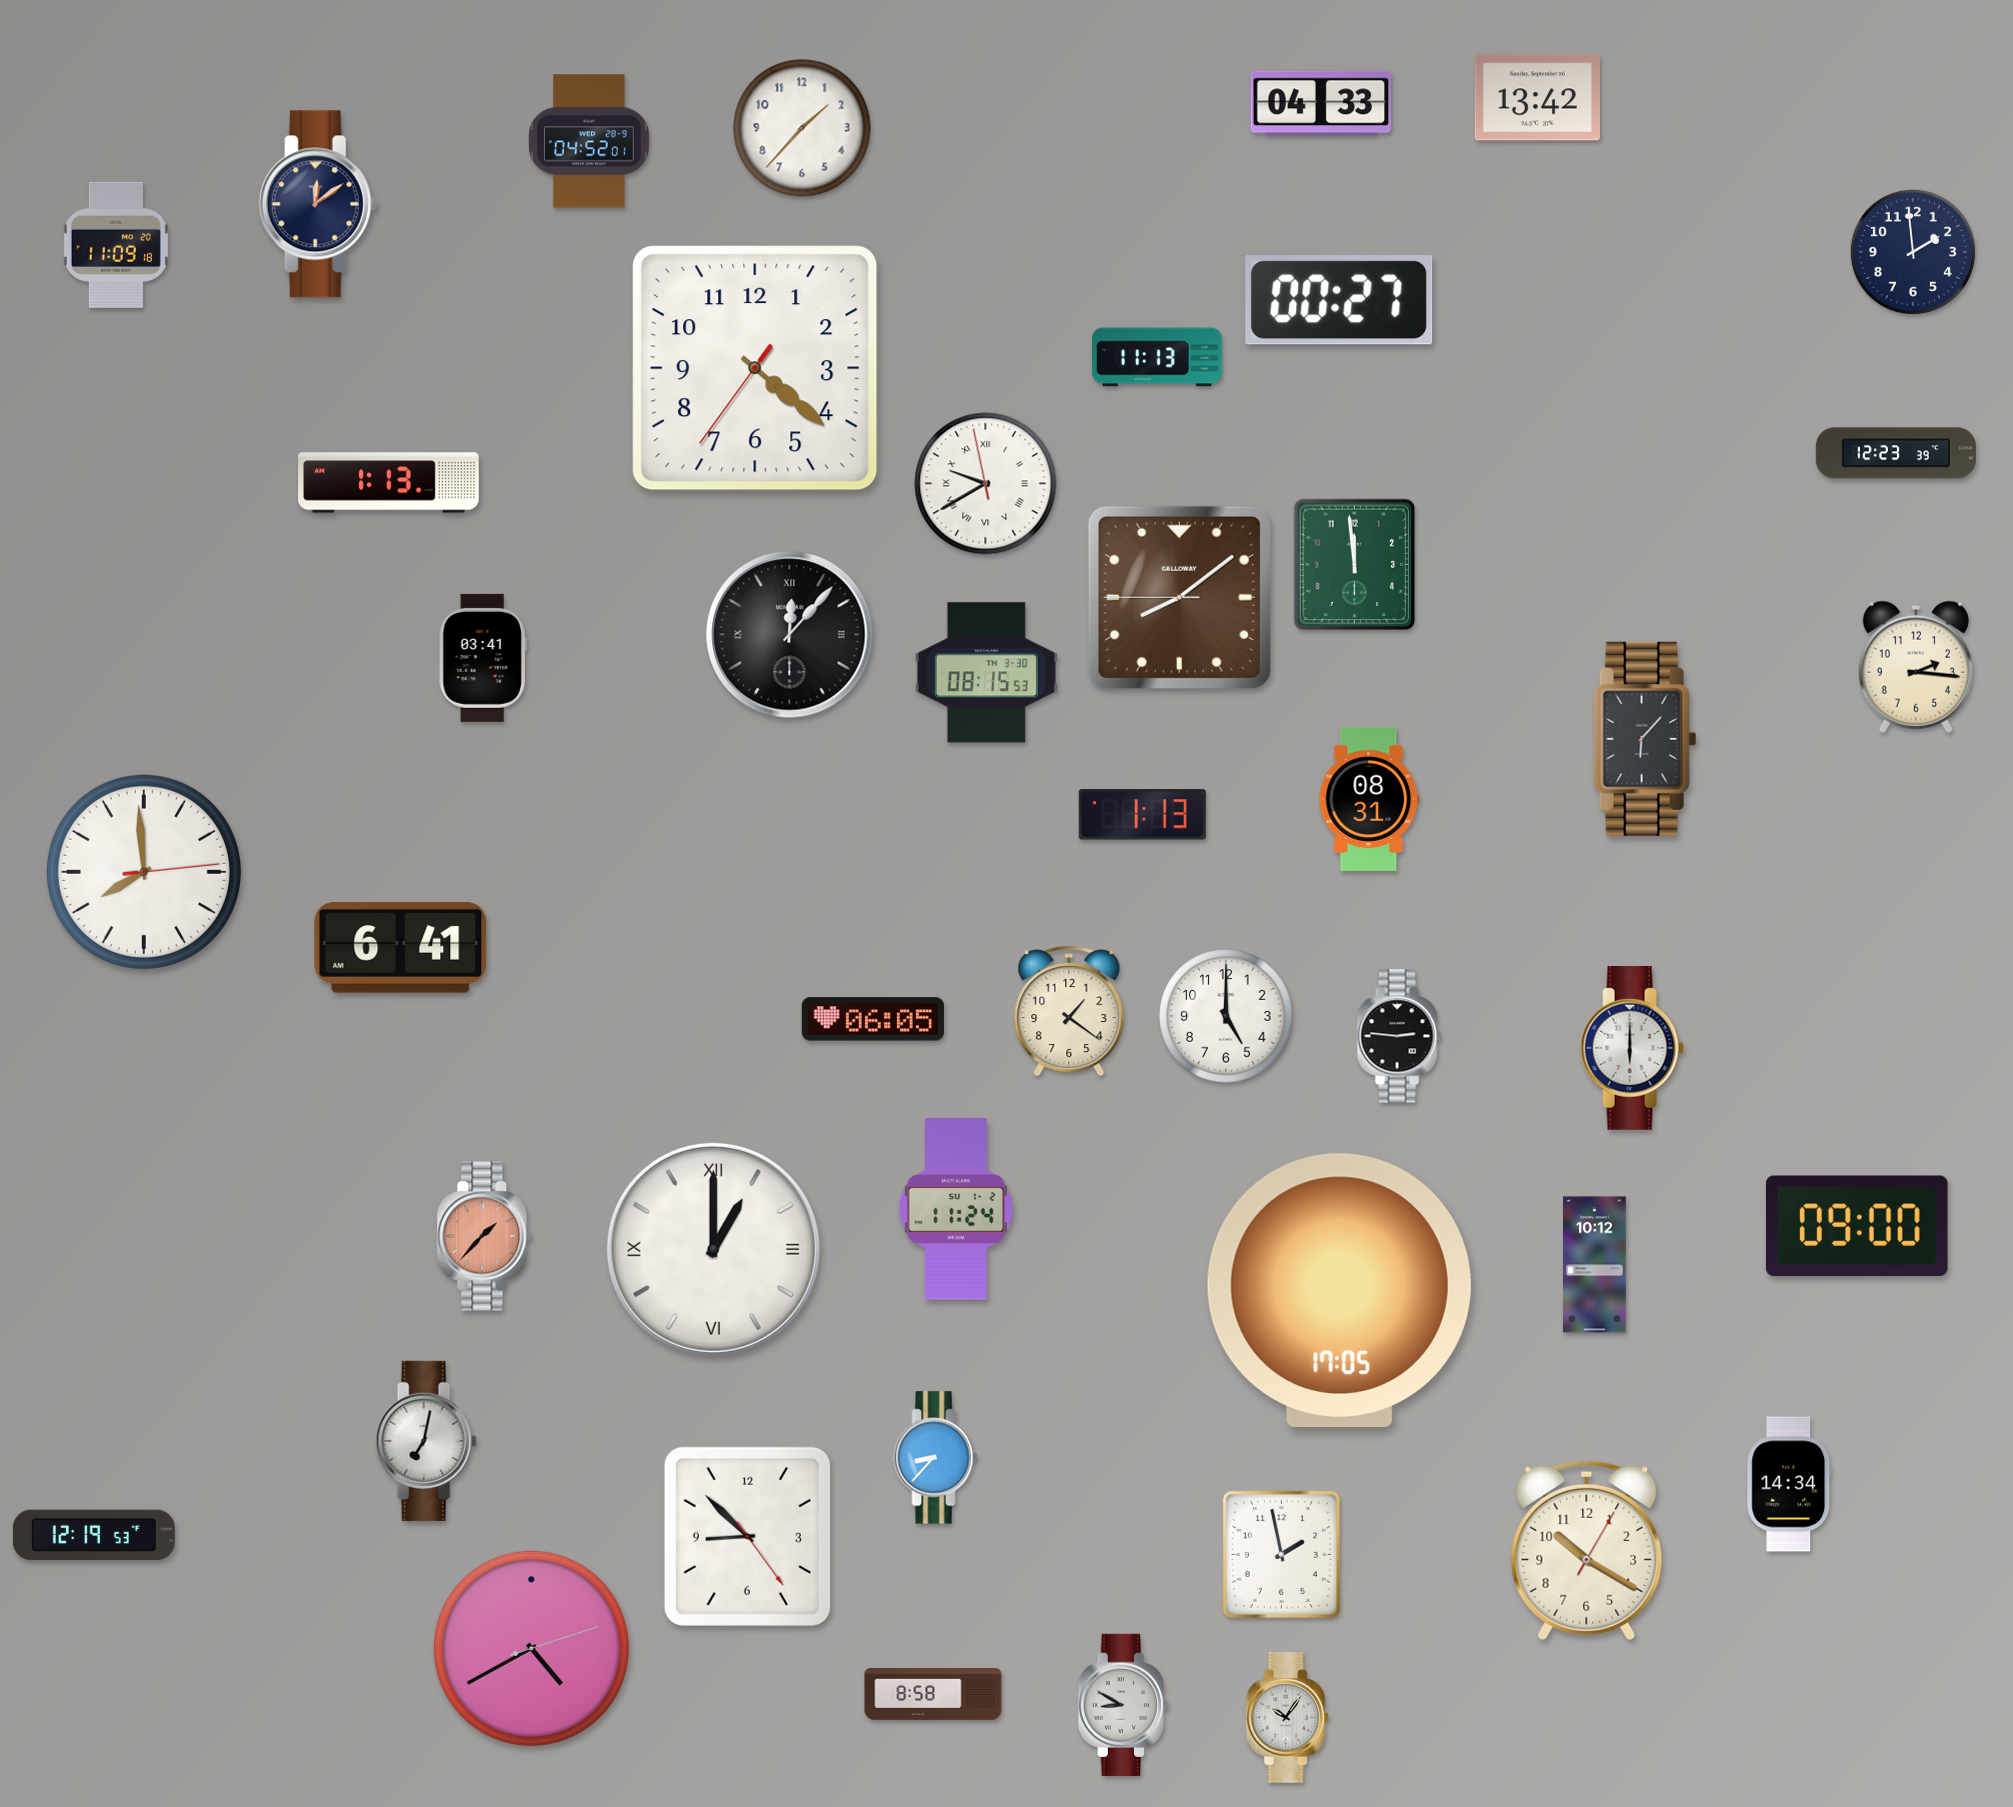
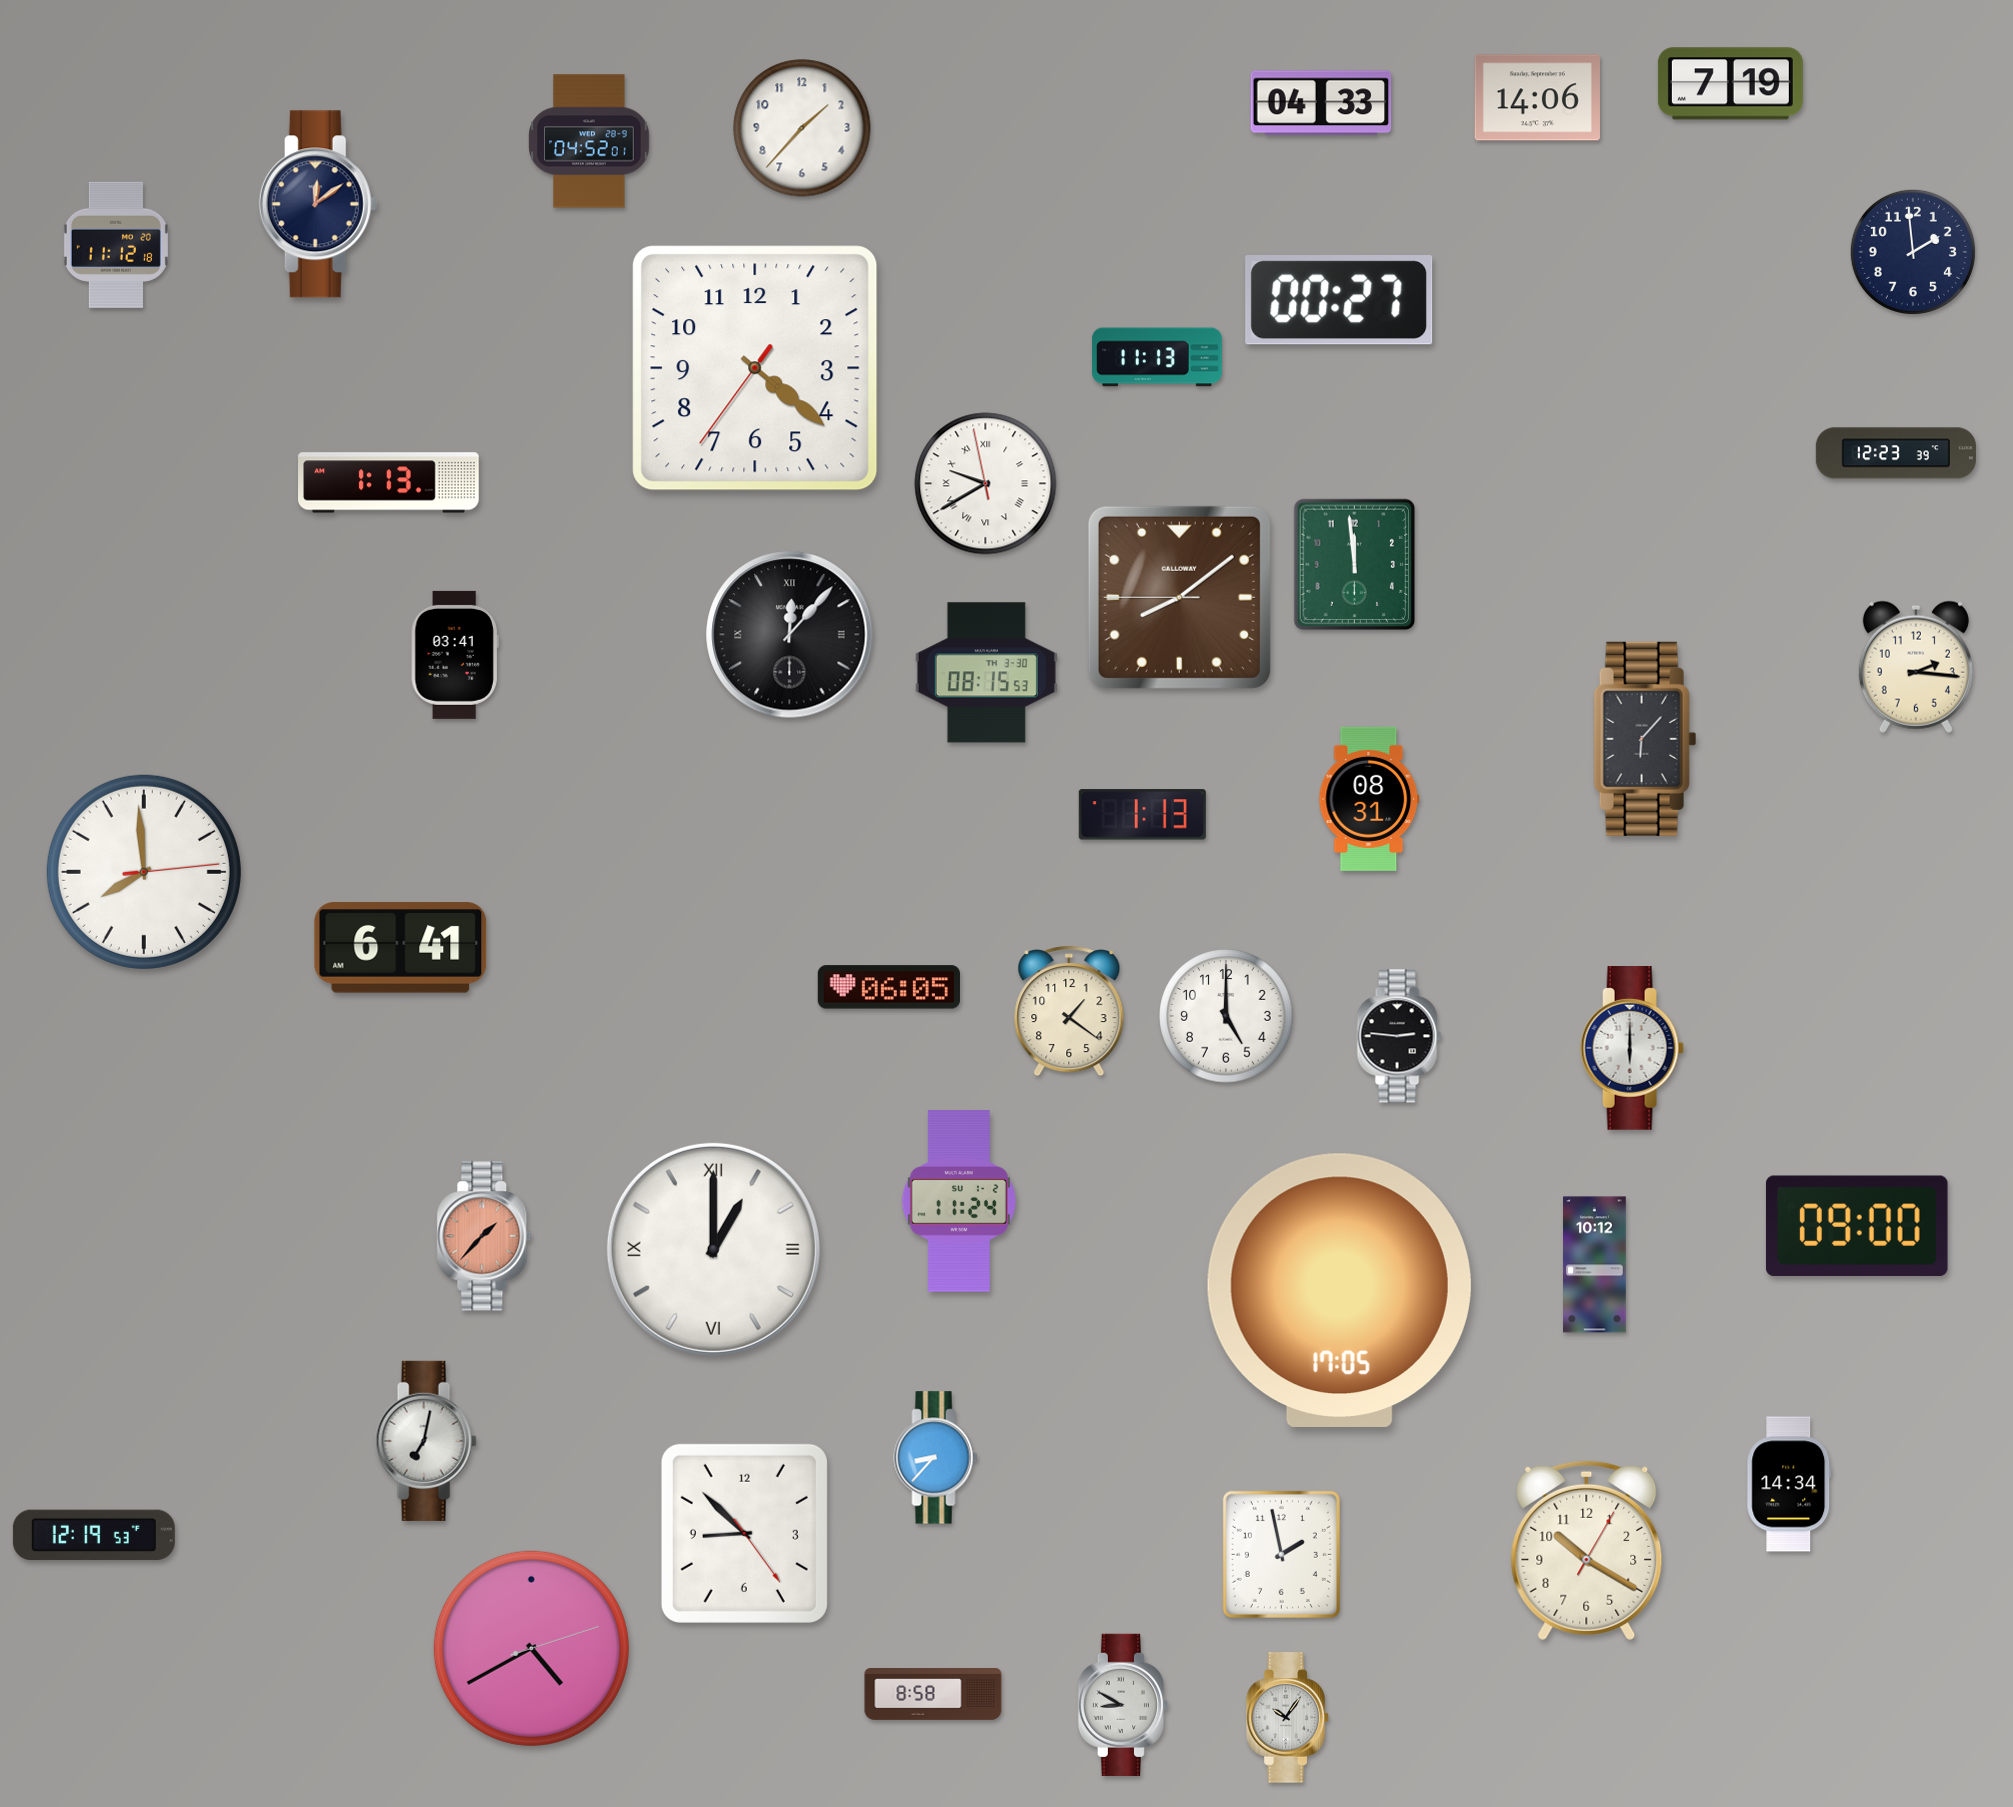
clock at (1730, 84): none -> 7:19
clock at (1537, 98): 13:42 -> 14:06
clock at (116, 245): 11:09 -> 11:12
clock at (483, 658) position: (483, 658) -> (455, 655)
clock at (873, 1019) position: (873, 1019) -> (889, 987)
clock at (956, 1209) position: (956, 1209) -> (959, 1201)
clock at (747, 1536) position: (747, 1536) -> (744, 1533)
